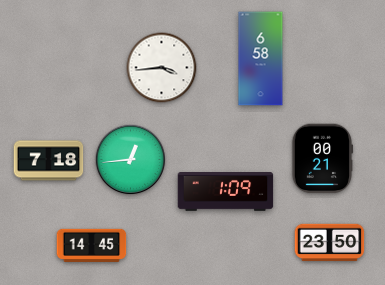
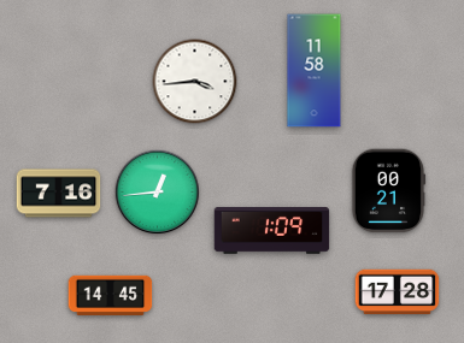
clock at (261, 59): 6:58 -> 11:58
clock at (49, 161): 7:18 -> 7:16
clock at (330, 243): 23:50 -> 17:28
